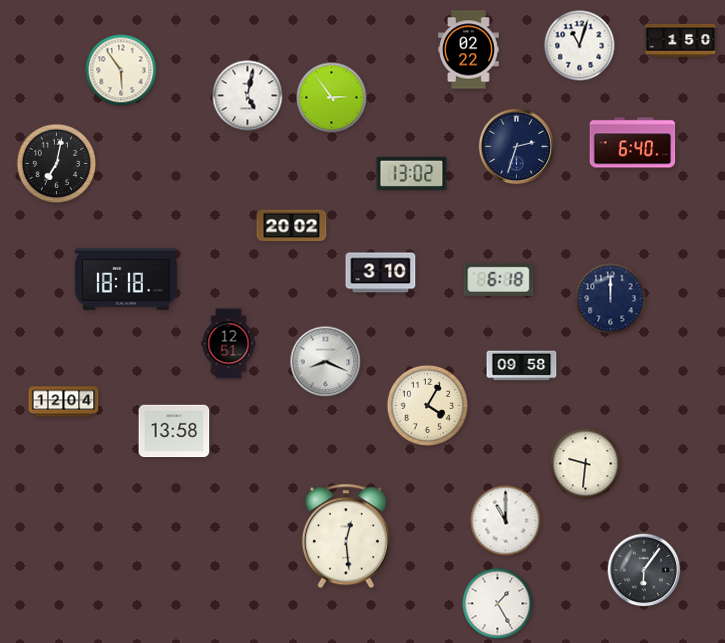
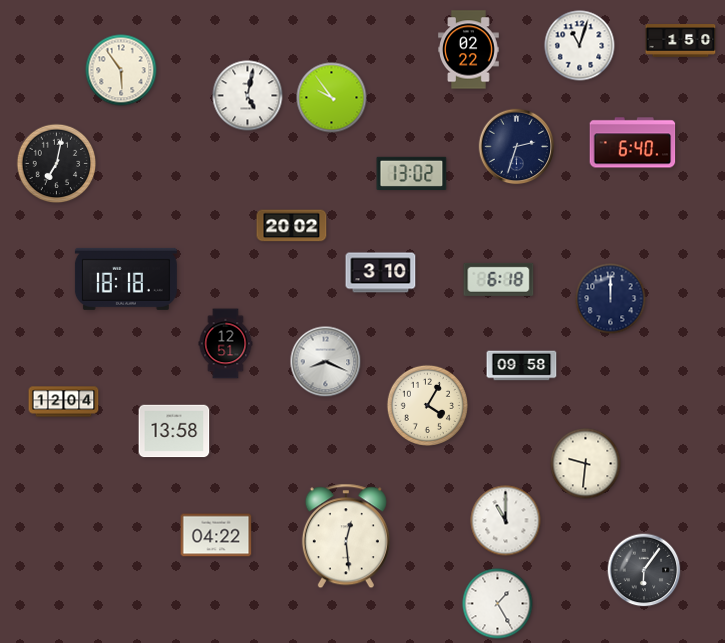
clock at (332, 98): 2:54 -> 9:54
clock at (229, 344) position: (229, 344) -> (226, 344)
clock at (216, 535): none -> 04:22
